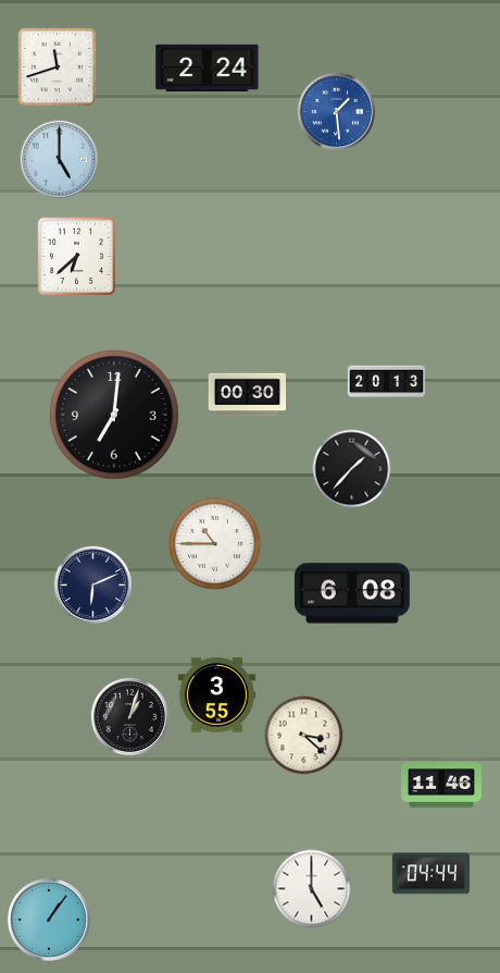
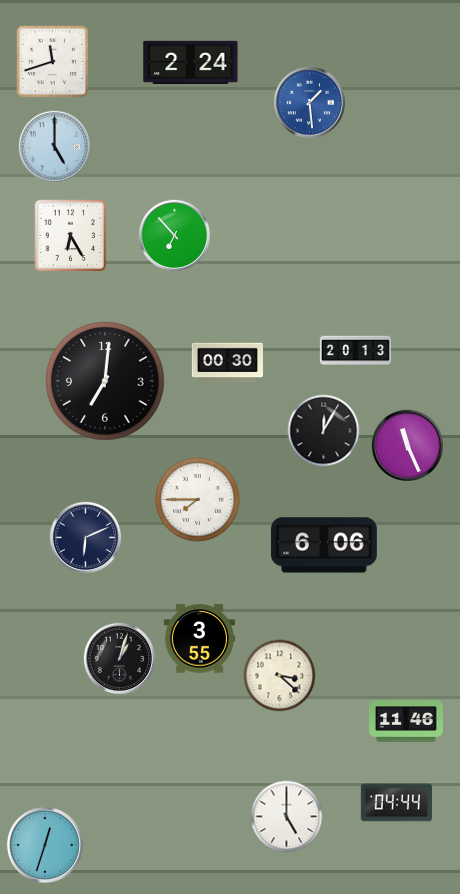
clock at (174, 235): none -> 6:53
clock at (77, 257): 6:38 -> 6:25
clock at (352, 469): 1:37 -> 12:05
clock at (407, 445): none -> 11:26
clock at (215, 544): 10:45 -> 7:45
clock at (352, 593): 6:08 -> 6:06
clock at (49, 920): 1:06 -> 12:33
